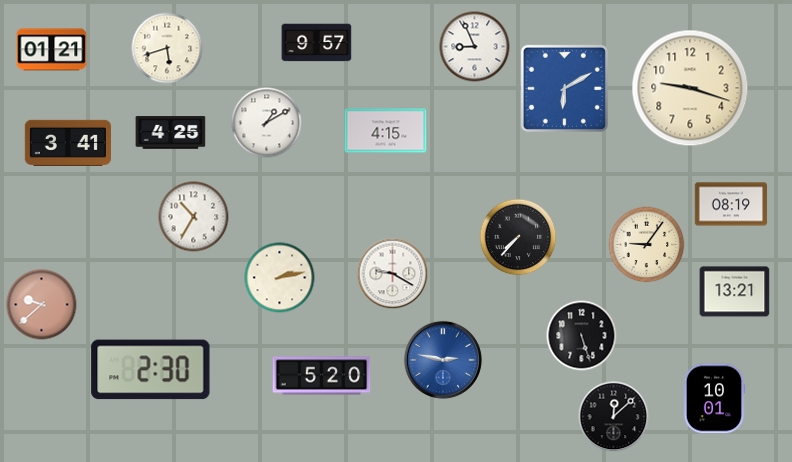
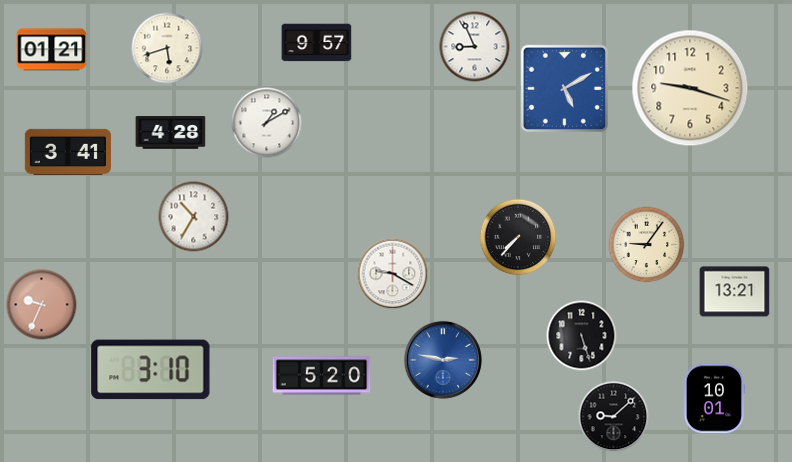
clock at (564, 88): 6:10 -> 5:10
clock at (386, 131): 4:15 -> none
clock at (171, 133): 4:25 -> 4:28
clock at (68, 143) position: (68, 143) -> (68, 152)
clock at (731, 204): 08:19 -> none
clock at (280, 278): 2:13 -> none
clock at (42, 305): 9:38 -> 9:34
clock at (151, 370): 2:30 -> 3:10
clock at (614, 417): 12:08 -> 9:08
